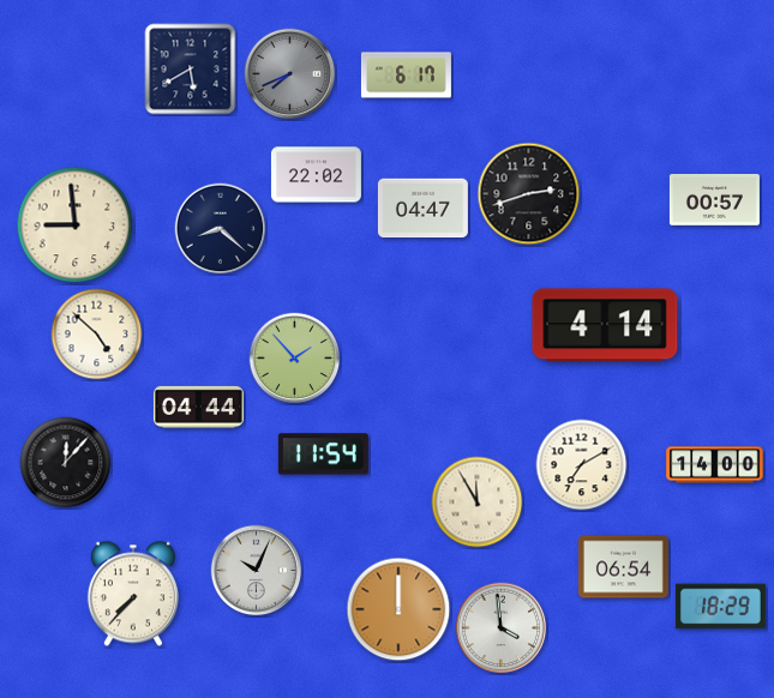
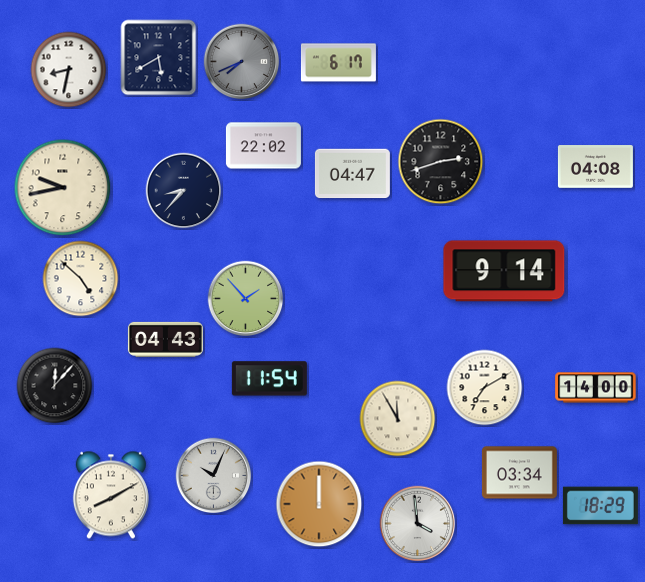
clock at (69, 70): none -> 8:32
clock at (714, 200): 00:57 -> 04:08
clock at (76, 225): 8:59 -> 9:43
clock at (221, 229): 8:22 -> 8:37
clock at (605, 325): 4:14 -> 9:14
clock at (198, 407): 04:44 -> 04:43
clock at (623, 567): 06:54 -> 03:34
clock at (133, 594): 7:37 -> 8:10
clock at (398, 609) position: (398, 609) -> (319, 504)
